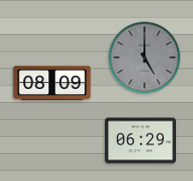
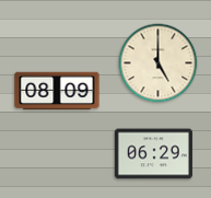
clock at (145, 58) dial: grey -> cream
